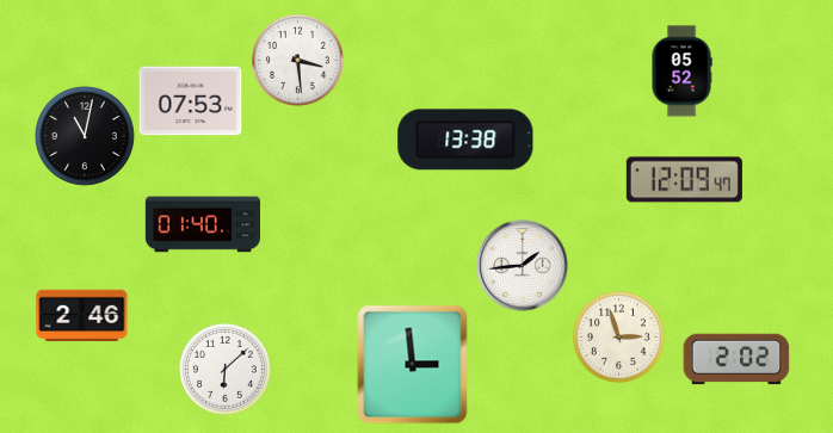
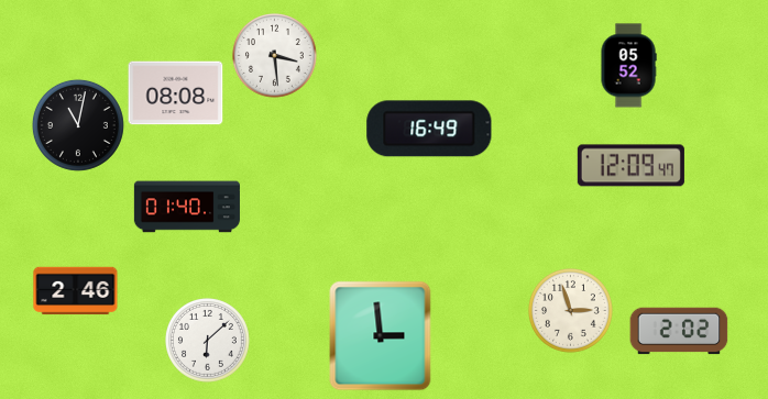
clock at (191, 101): 07:53 -> 08:08
clock at (465, 140): 13:38 -> 16:49
clock at (523, 266): 1:44 -> none
